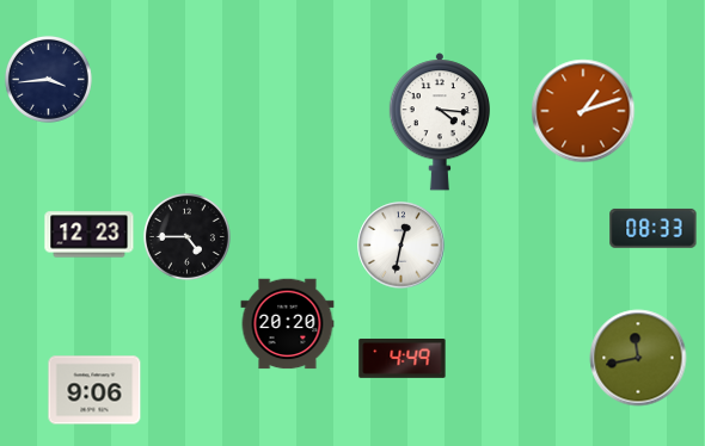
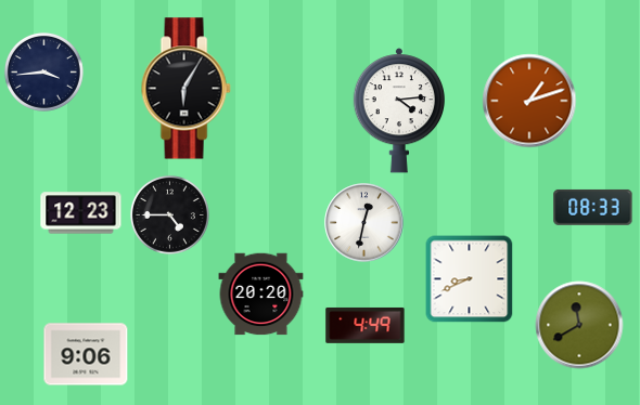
clock at (185, 89): none -> 6:05
clock at (439, 122): 4:16 -> 4:14
clock at (470, 279): none -> 8:41
clock at (638, 358): 11:43 -> 11:40
